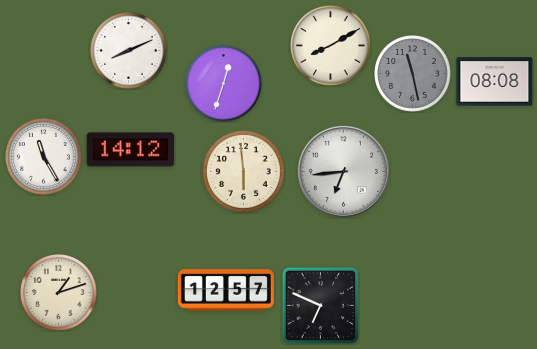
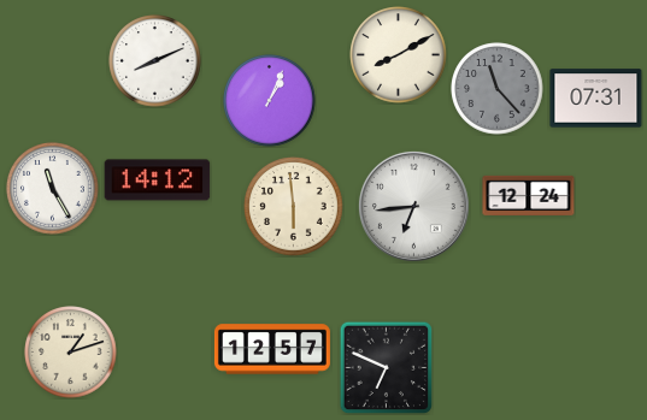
clock at (413, 74): 11:28 -> 11:23
clock at (495, 82): 08:08 -> 07:31
clock at (224, 84): 12:33 -> 1:04
clock at (529, 195): none -> 12:24
